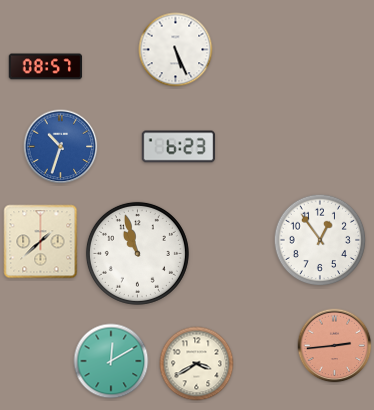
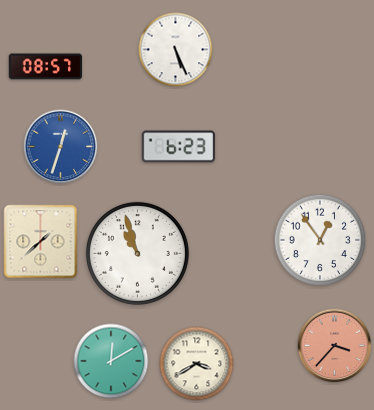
clock at (61, 147): 10:33 -> 12:33
clock at (335, 346): 2:44 -> 3:37
